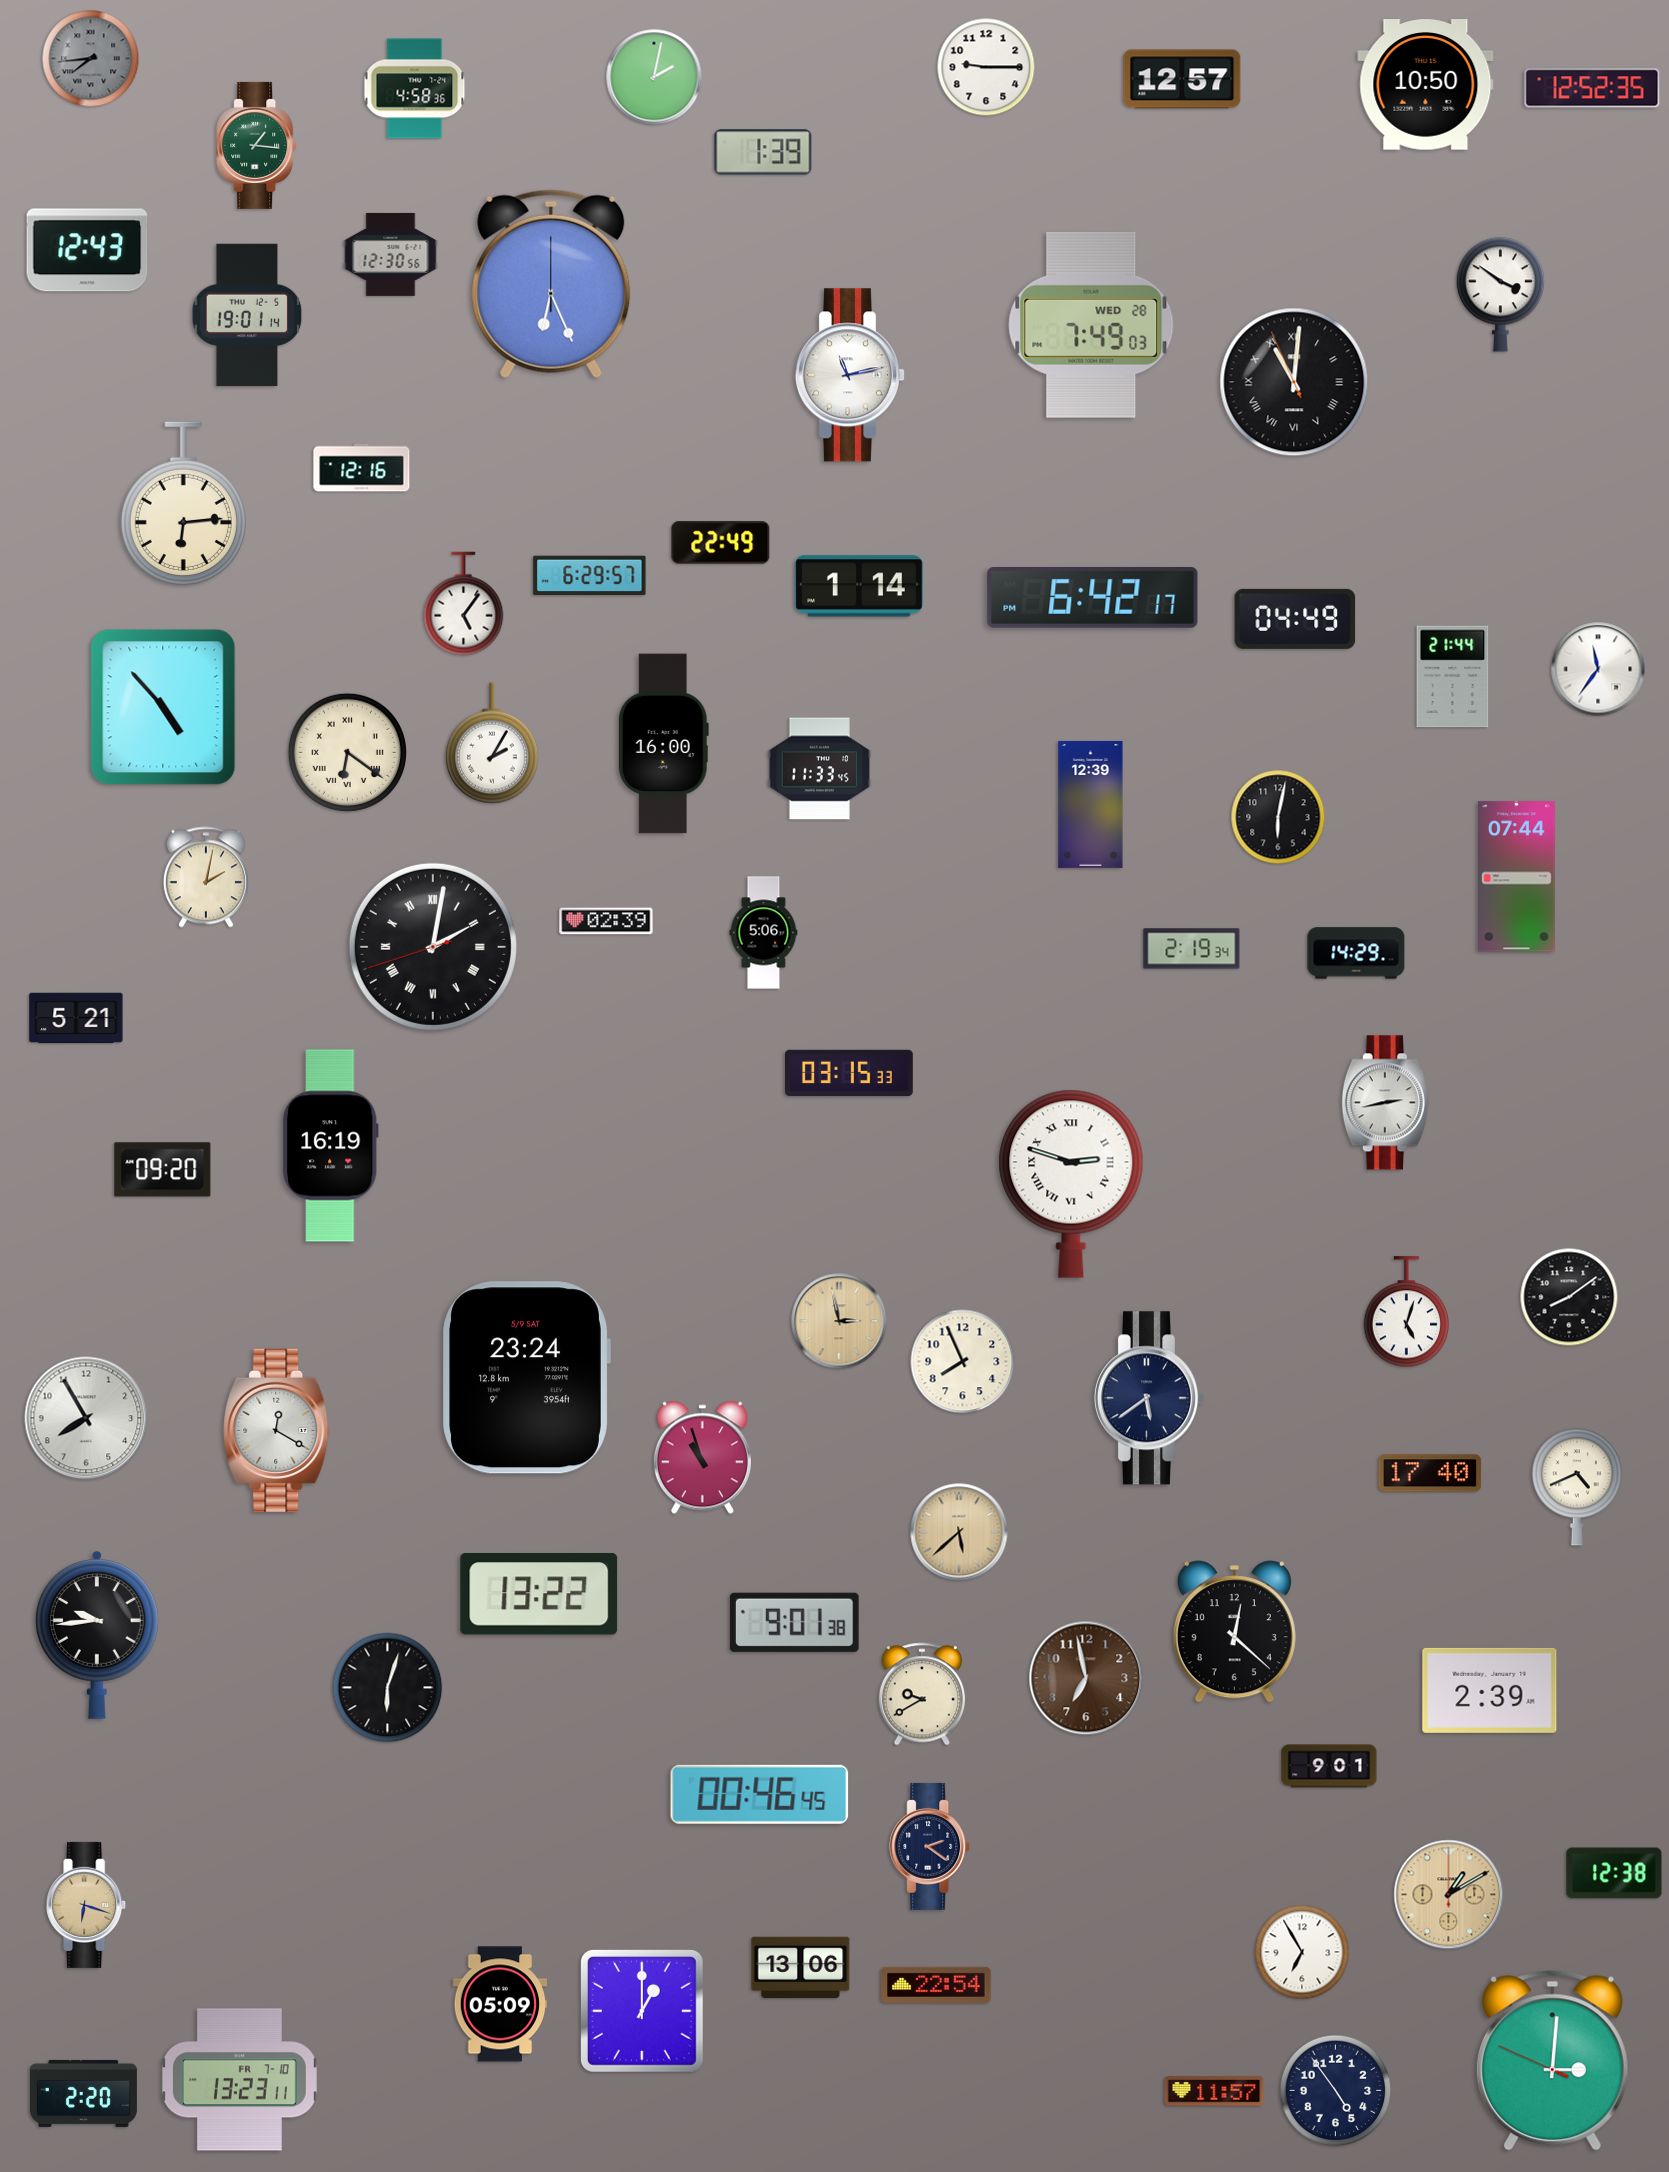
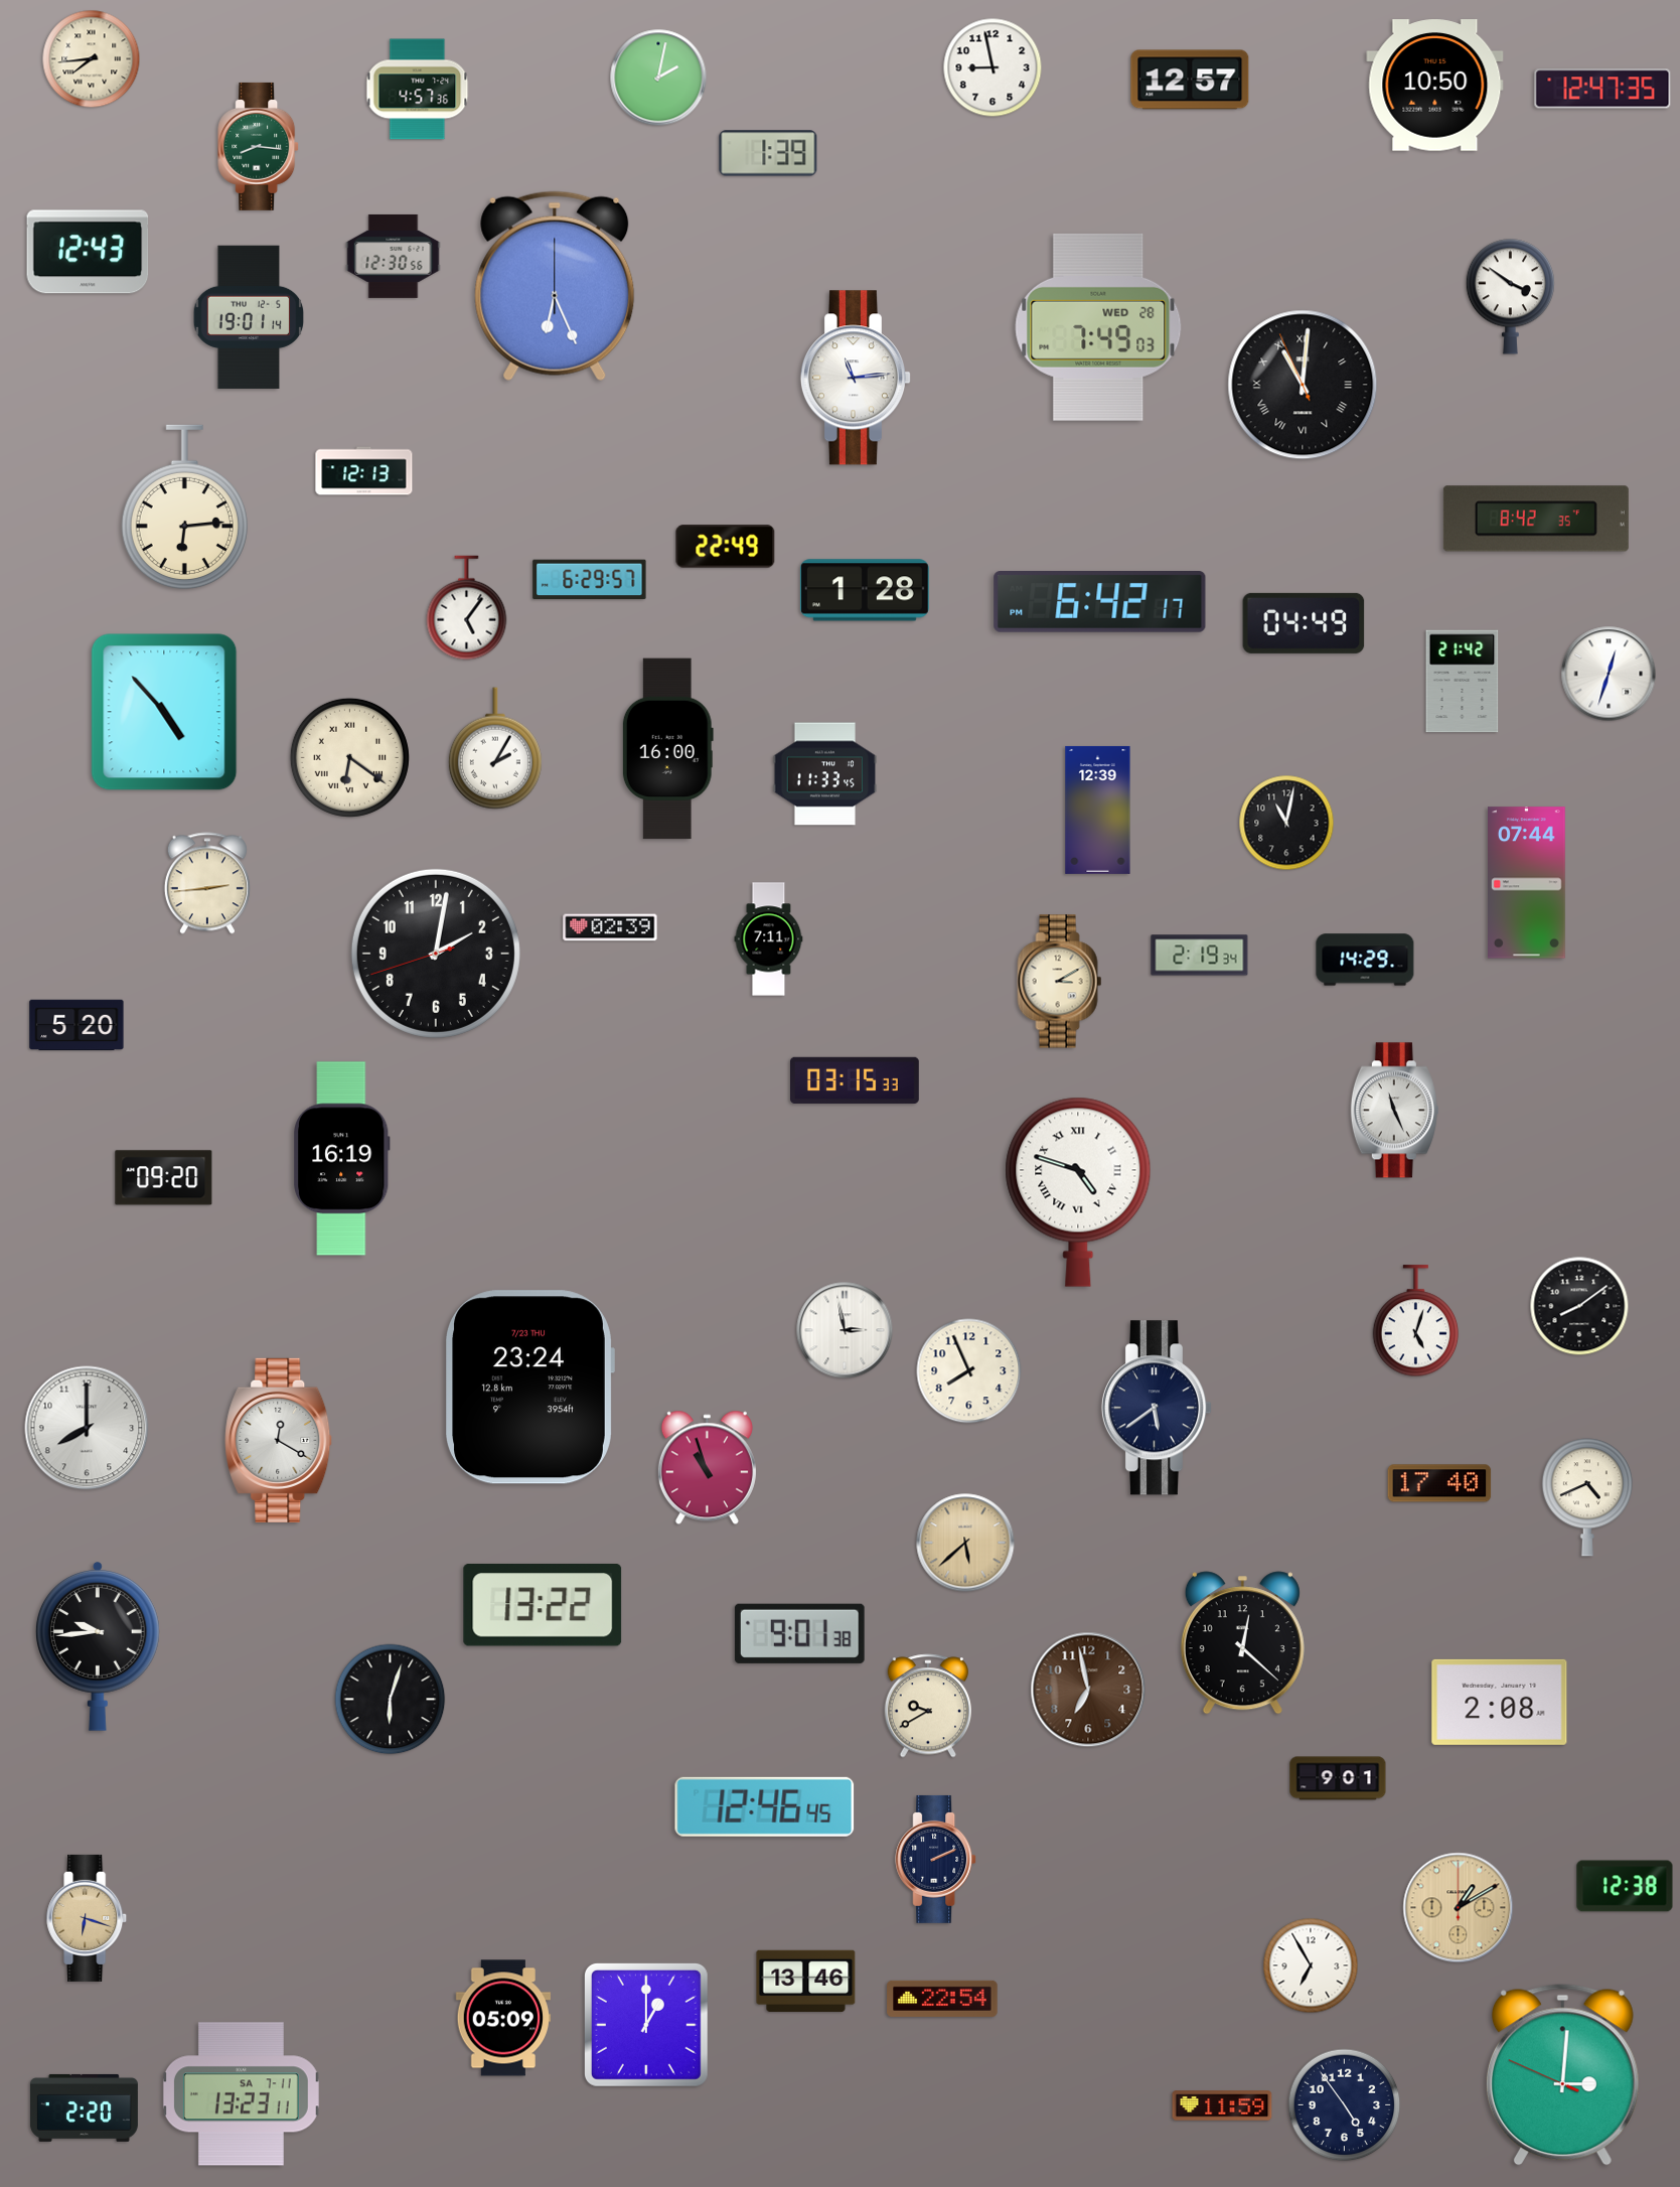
clock at (91, 59) dial: grey -> cream
clock at (986, 67): 9:15 -> 8:58
clock at (1592, 88): 12:52 -> 12:47
clock at (415, 89): 4:58 -> 4:57
clock at (257, 145): 1:16 -> 8:16
clock at (849, 375): 11:13 -> 11:14
clock at (362, 468): 12:16 -> 12:13
clock at (1536, 519): none -> 8:42
clock at (590, 576) position: (590, 576) -> (590, 580)
clock at (859, 586): 1:14 -> 1:28
clock at (1598, 669): 11:36 -> 12:33
clock at (1453, 677): 21:44 -> 21:42
clock at (1278, 817): 6:02 -> 11:02
clock at (206, 877): 2:02 -> 2:44
clock at (764, 933): 5:06 -> 7:11
clock at (433, 947) numerals: Roman -> Arabic
clock at (1060, 982): none -> 3:10
clock at (76, 1018): 5:21 -> 5:20
clock at (1385, 1103): 2:43 -> 11:26
clock at (330, 1146) position: (330, 1146) -> (341, 1159)
clock at (1071, 1184): 2:48 -> 4:48
clock at (839, 1321) dial: champagne -> white
clock at (526, 1378) date: 5/9 SAT -> 7/23 THU
clock at (86, 1418): 7:55 -> 8:00
clock at (1086, 1678) position: (1086, 1678) -> (1088, 1690)
clock at (1490, 1690): 2:39 -> 2:08
clock at (760, 1794): 00:46 -> 12:46
clock at (930, 1846): 2:21 -> 2:11
clock at (801, 1967): 13:06 -> 13:46
clock at (239, 2080) date: FR 7-10 -> SA 7-11
clock at (1214, 2091): 11:57 -> 11:59
